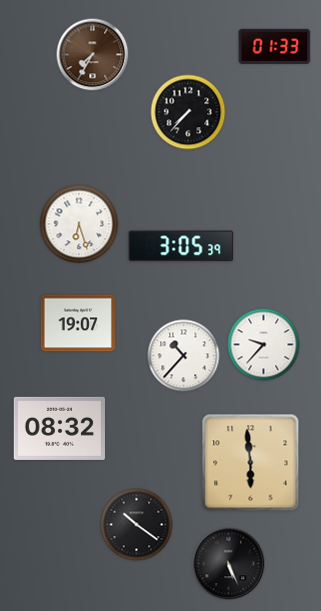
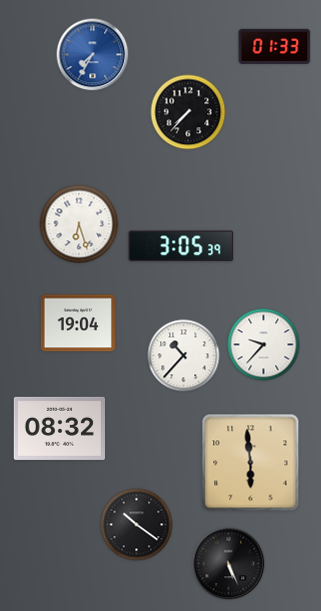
clock at (93, 55) dial: brown -> blue
clock at (77, 323): 19:07 -> 19:04
